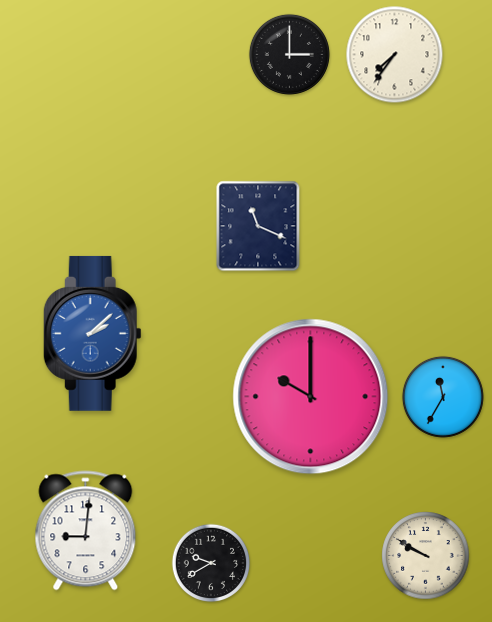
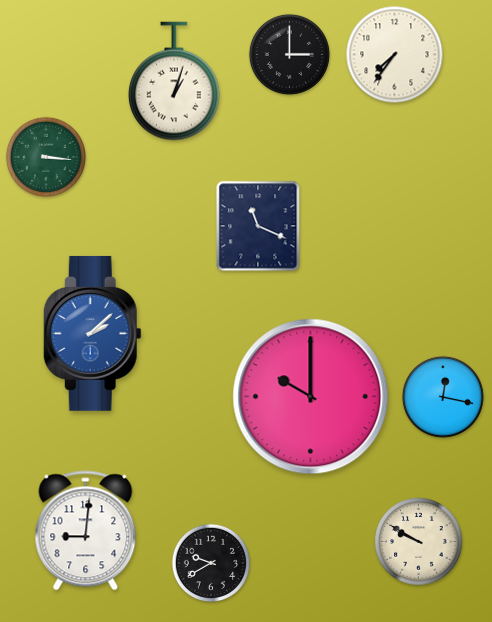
clock at (175, 81): none -> 1:03
clock at (46, 157): none -> 3:16
clock at (443, 397): 11:35 -> 12:17
clock at (426, 556) position: (426, 556) -> (419, 542)
